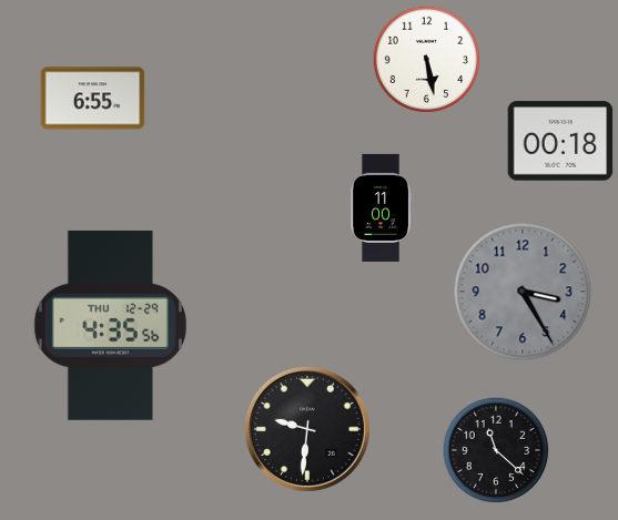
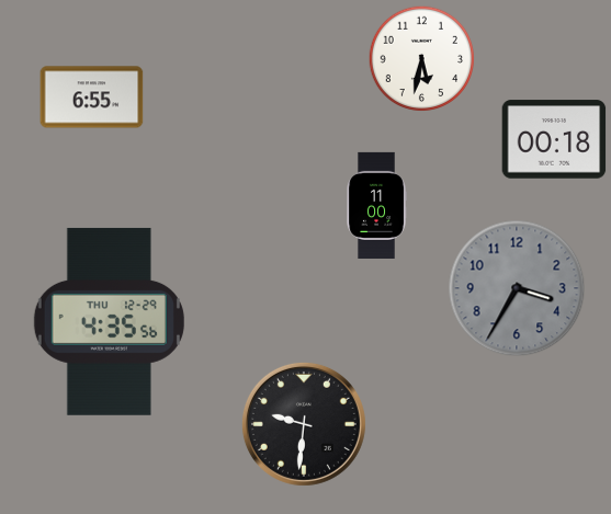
clock at (426, 59): 5:28 -> 5:32
clock at (523, 292): 3:25 -> 3:35
clock at (496, 450): 11:22 -> none
